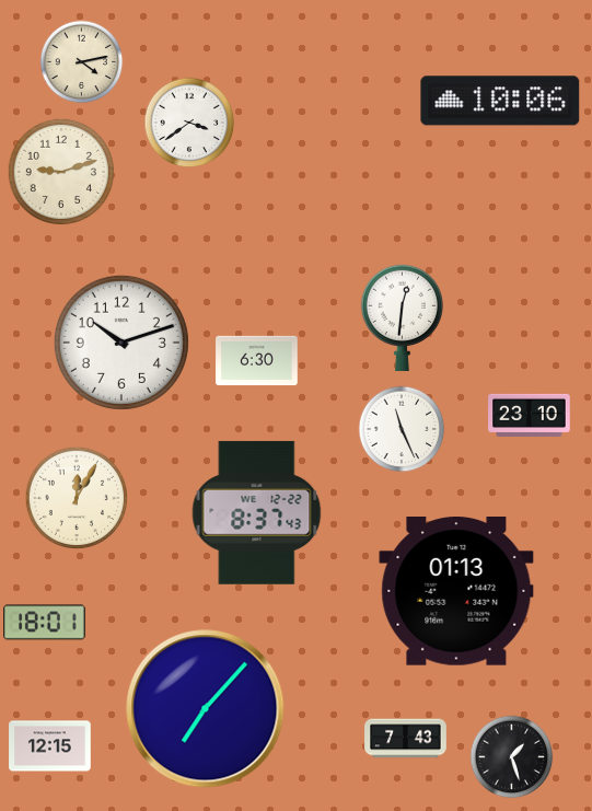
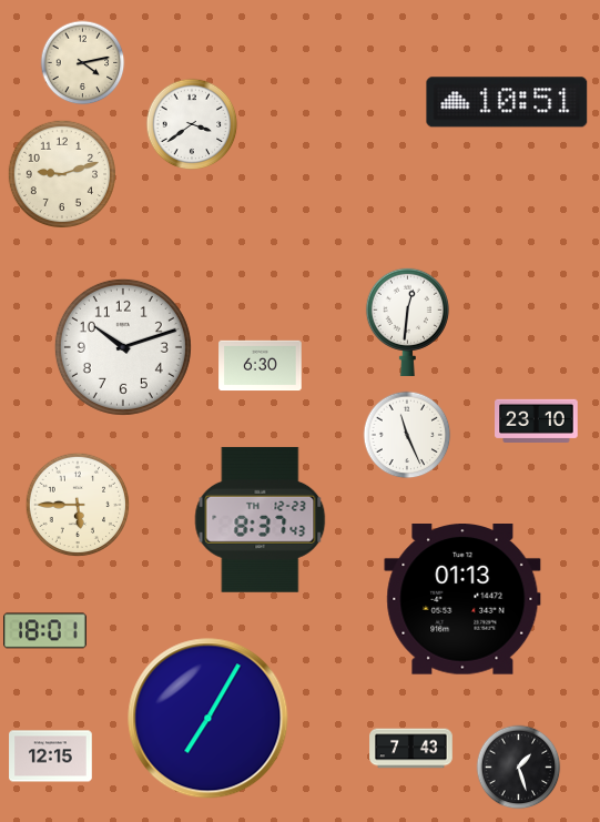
clock at (500, 101): 10:06 -> 10:51
clock at (77, 498): 12:05 -> 5:45
clock at (257, 512) date: WE 12-22 -> TH 12-23
clock at (206, 709): 7:07 -> 7:05
